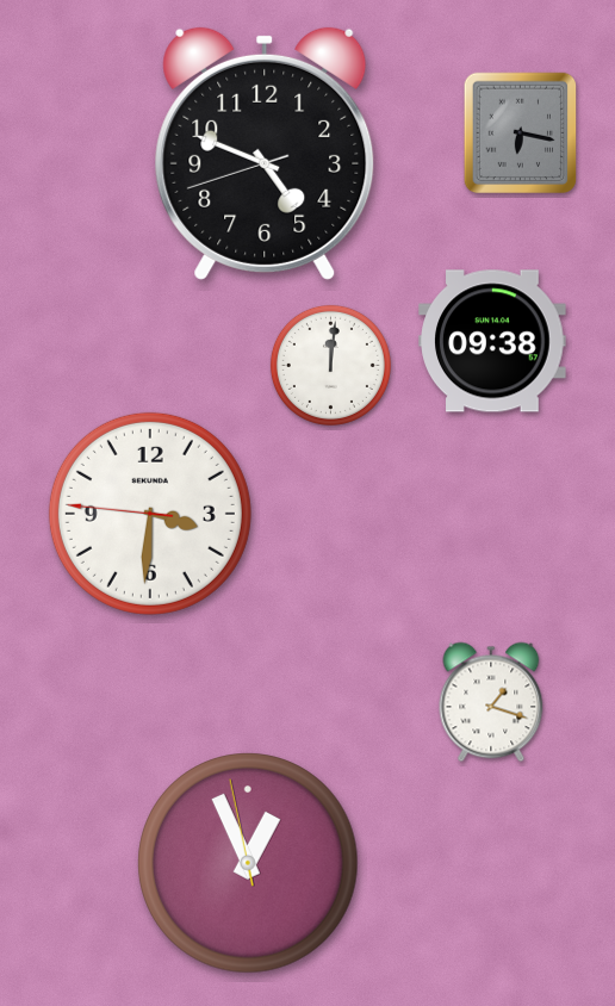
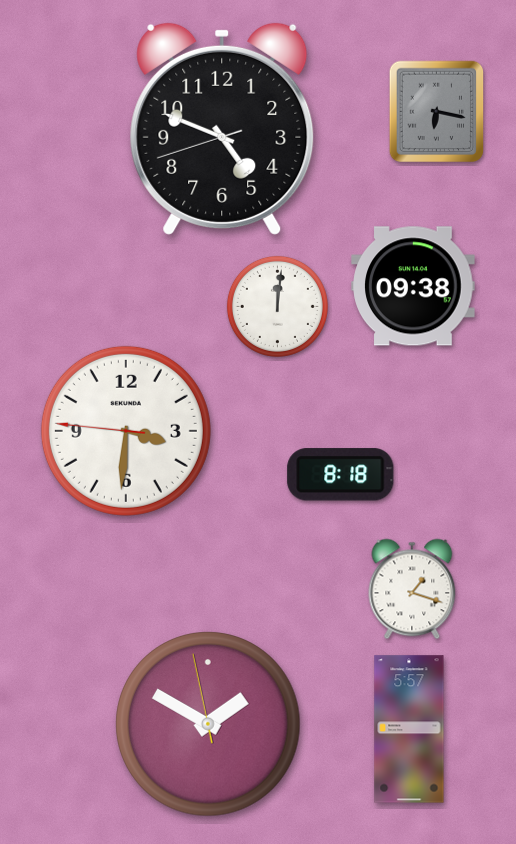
clock at (341, 475): none -> 8:18
clock at (248, 863): 12:55 -> 1:49
clock at (409, 729): none -> 5:57
